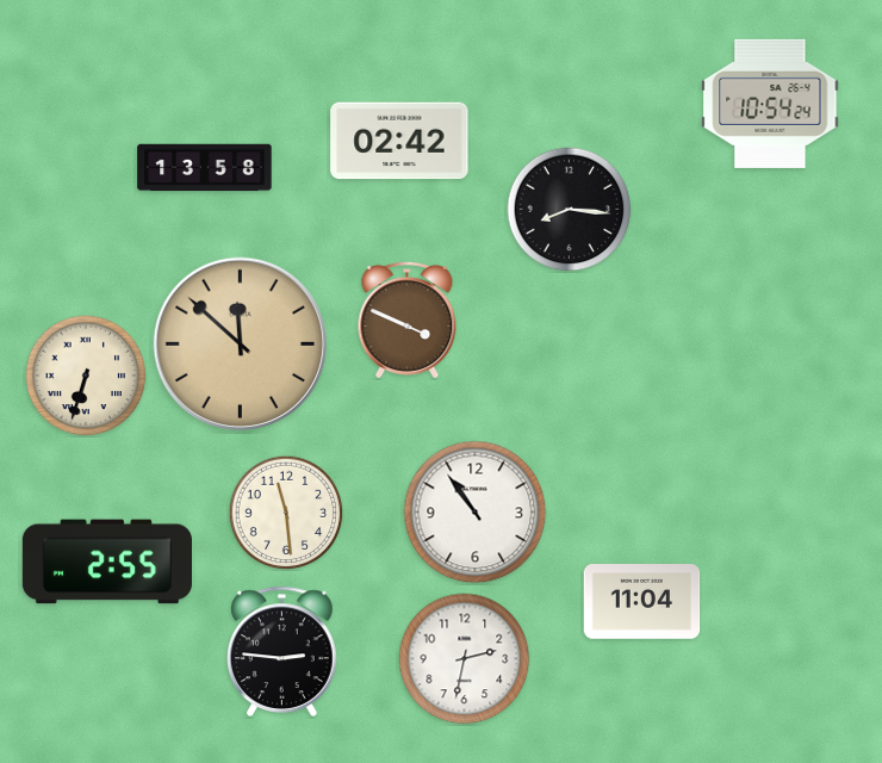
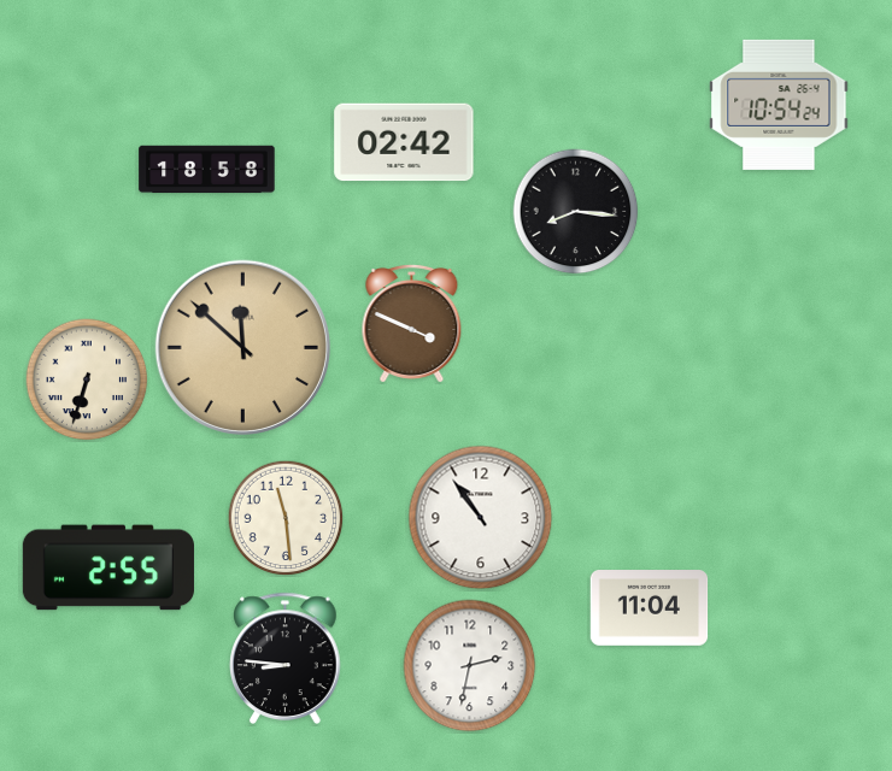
clock at (205, 168): 13:58 -> 18:58
clock at (286, 513) position: (286, 513) -> (286, 518)
clock at (282, 651): 2:46 -> 8:46
